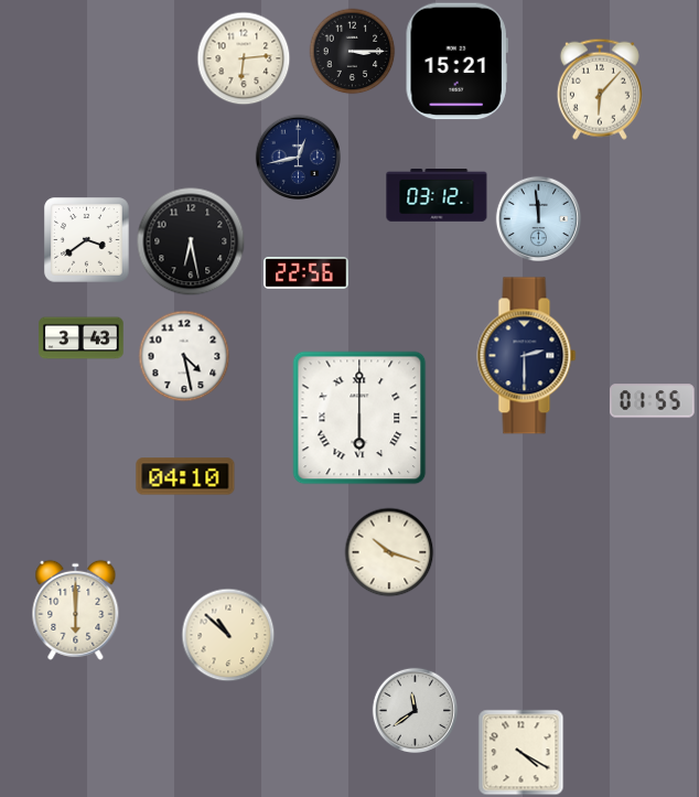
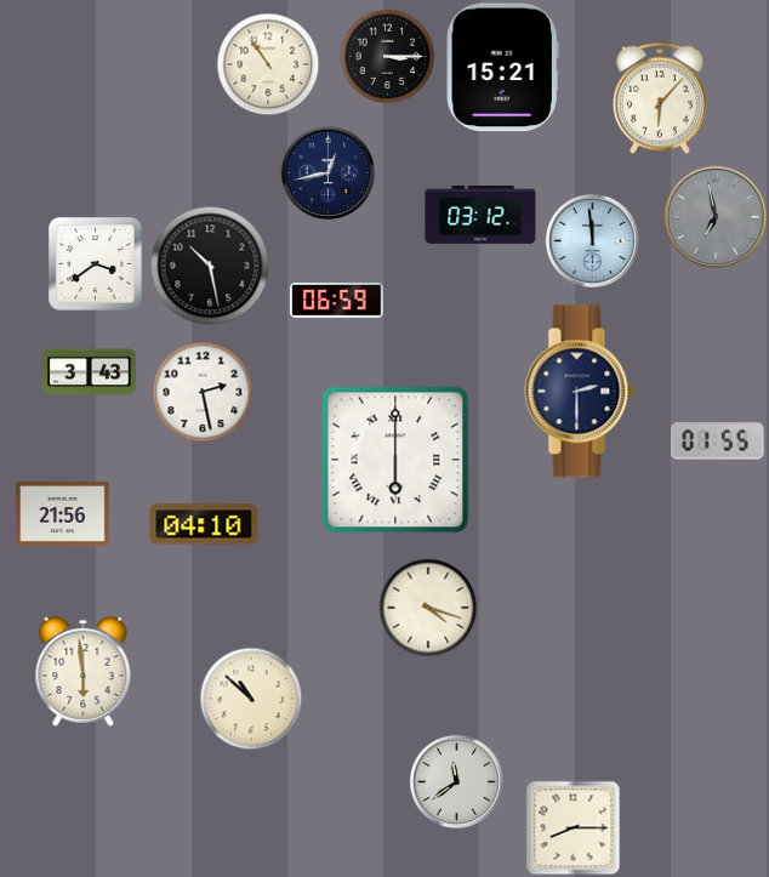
clock at (244, 58): 6:14 -> 10:54
clock at (716, 217): none -> 6:58
clock at (191, 241): 6:28 -> 10:28
clock at (307, 273): 22:56 -> 06:59
clock at (184, 356): 4:28 -> 2:28
clock at (63, 513): none -> 21:56
clock at (389, 552): 10:18 -> 4:18
clock at (76, 610): 6:00 -> 5:59
clock at (520, 752): 4:20 -> 8:15
